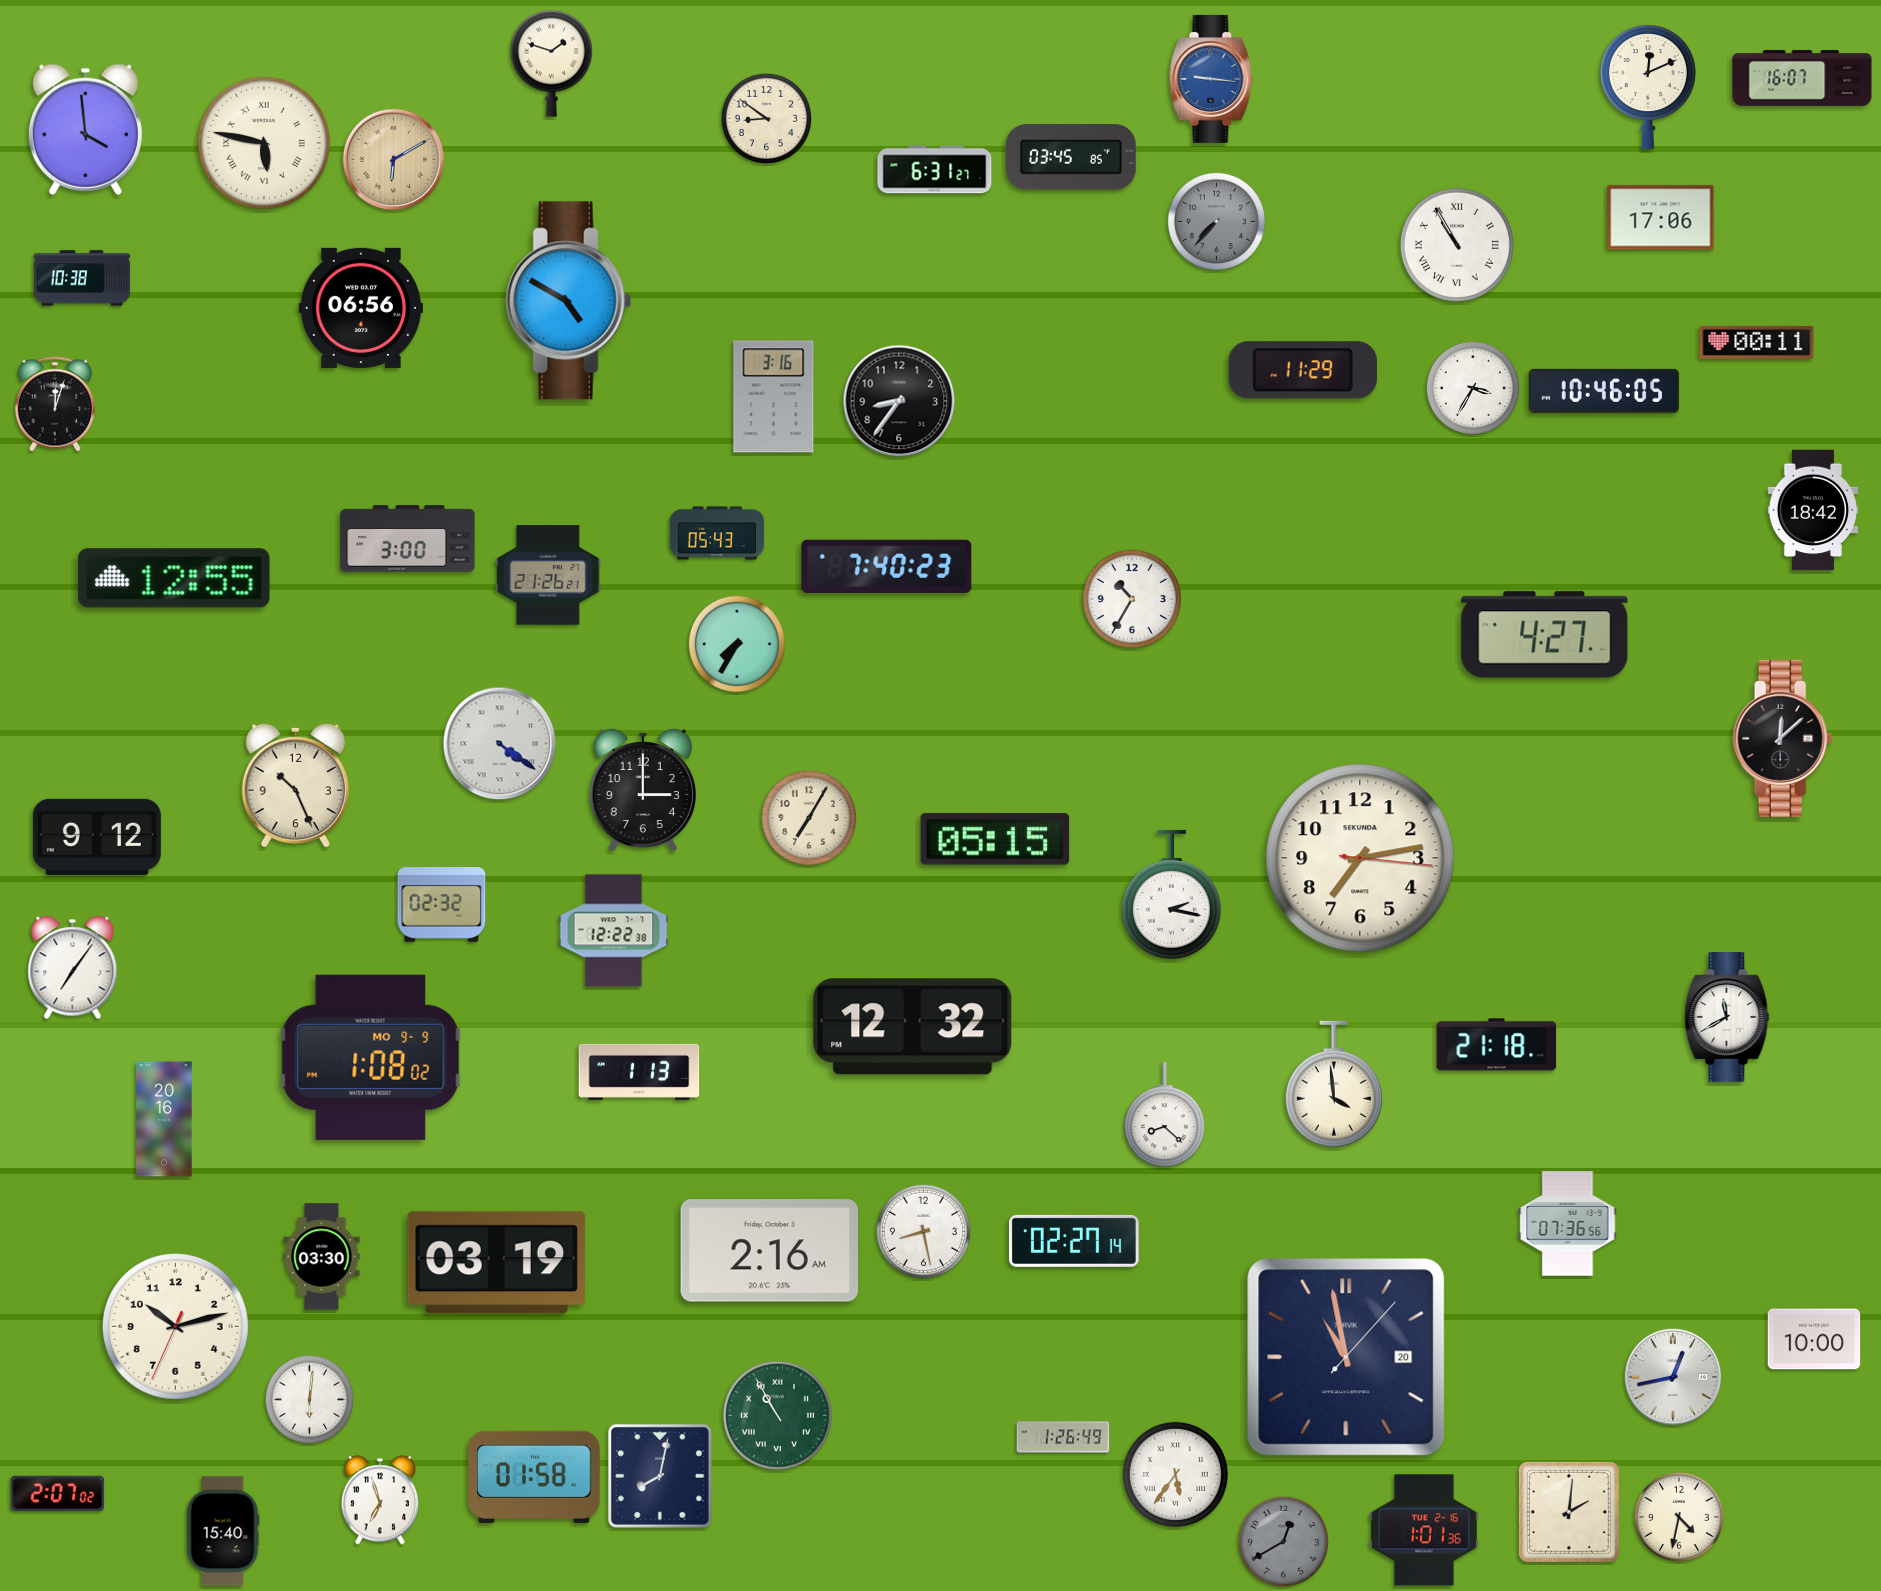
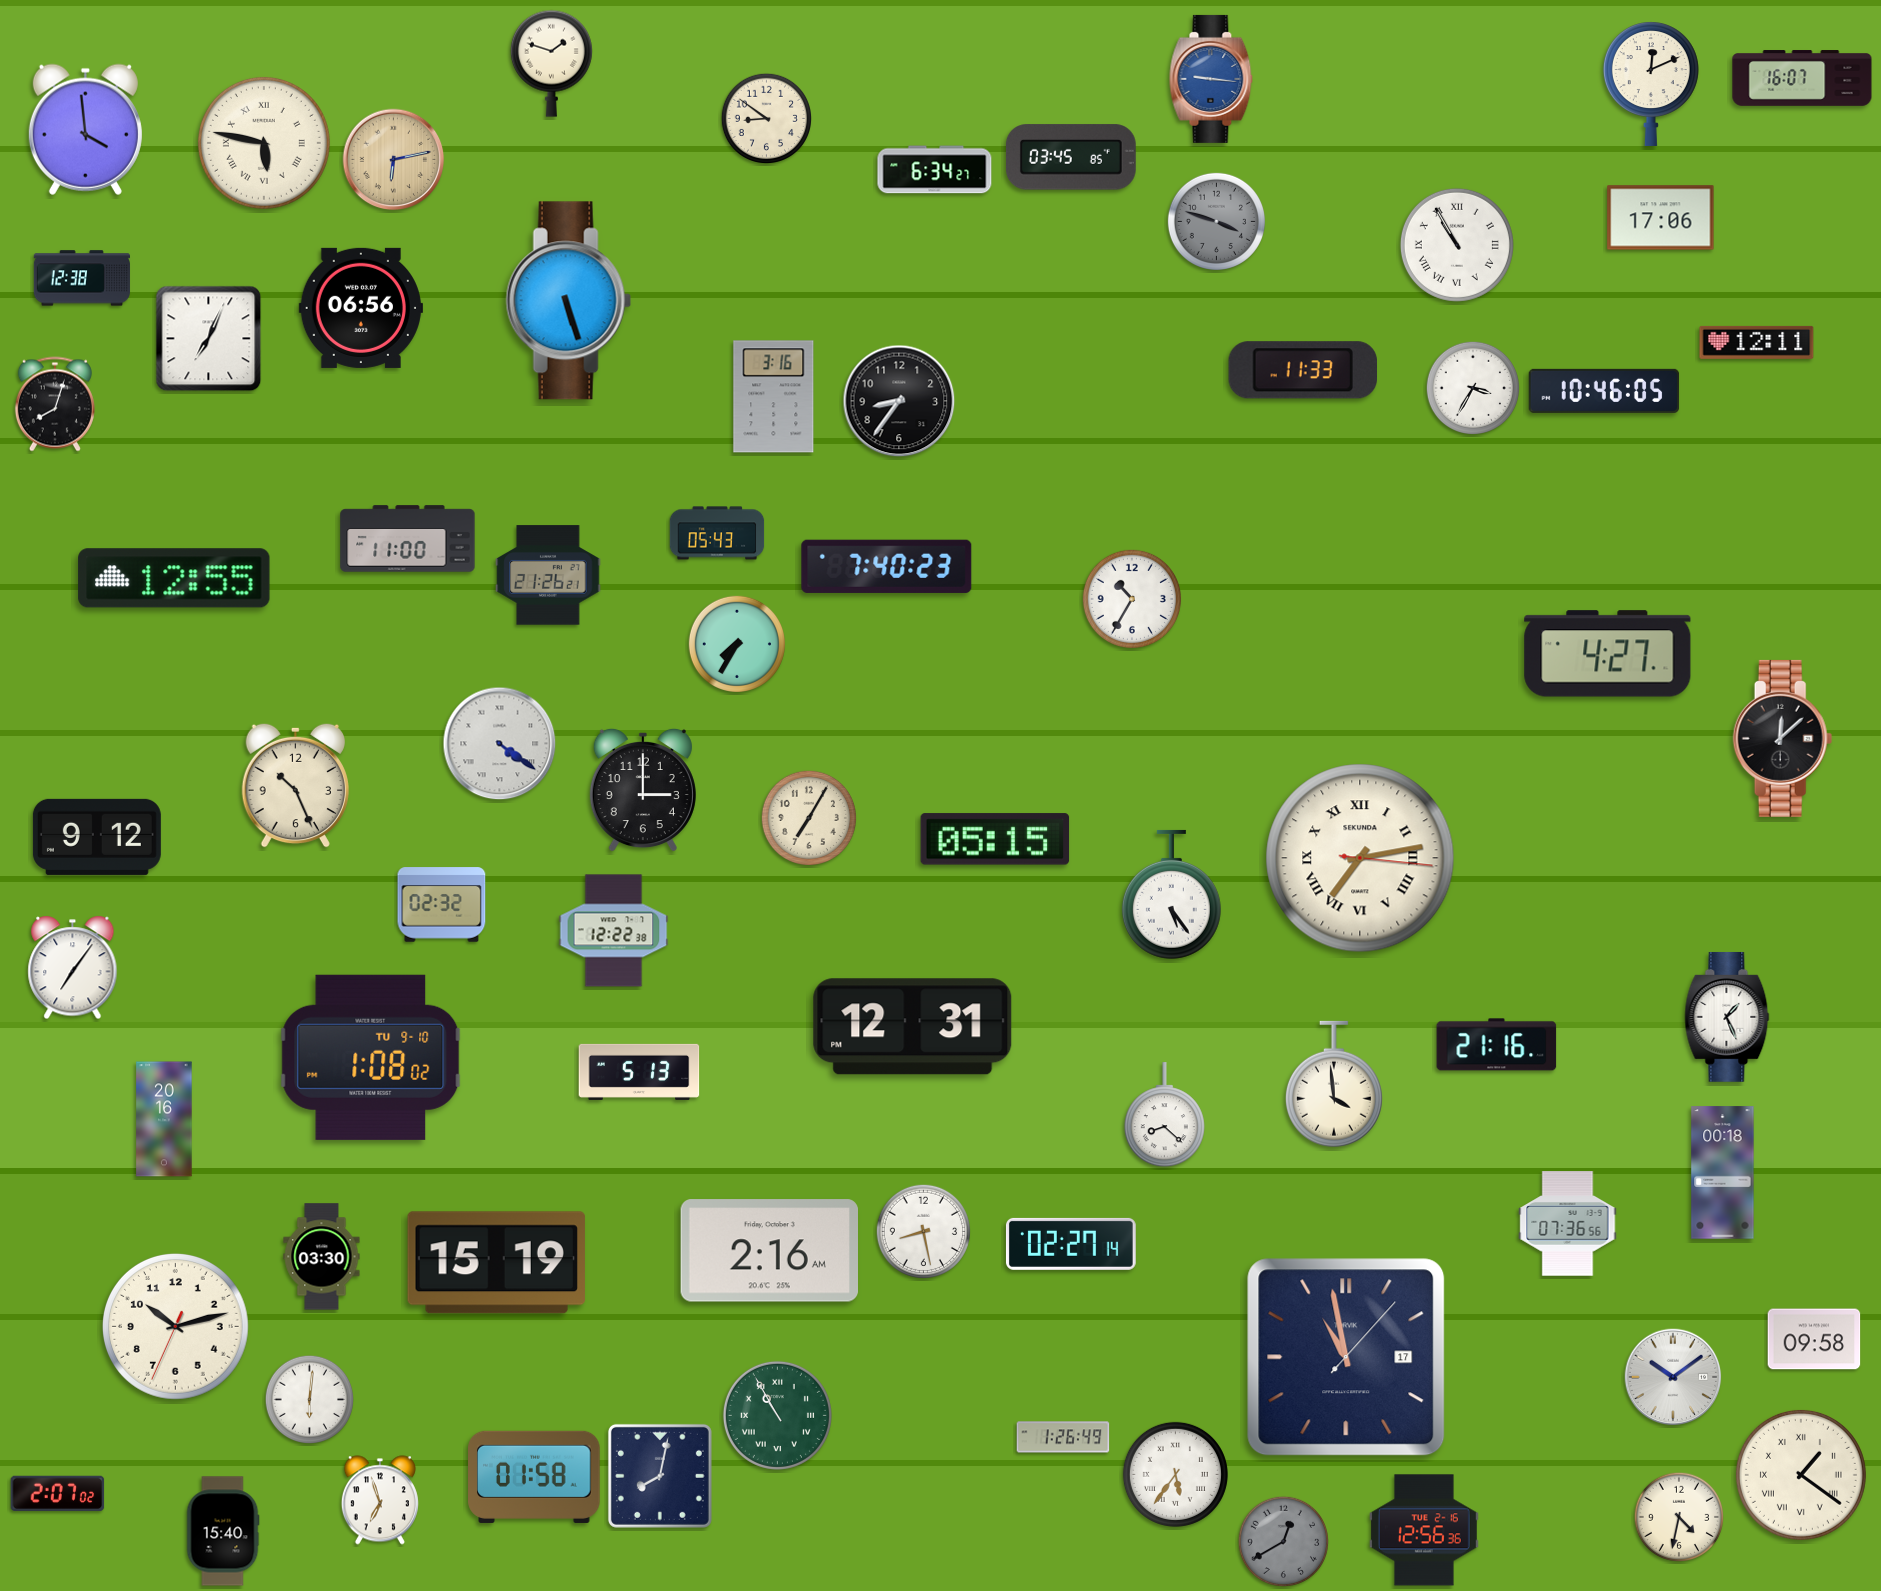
clock at (1648, 87) position: (1648, 87) -> (1651, 84)
clock at (394, 160): 6:10 -> 6:13
clock at (935, 170): 6:31 -> 6:34
clock at (1216, 221): 7:37 -> 3:48
clock at (82, 278): 10:38 -> 12:38
clock at (568, 301): 4:50 -> 5:27
clock at (209, 339): none -> 7:04
clock at (1757, 342): 00:11 -> 12:11
clock at (1302, 370): 11:29 -> 11:33
clock at (55, 404): 12:03 -> 8:03
clock at (1813, 510): 18:42 -> none
clock at (408, 539): 3:00 -> 11:00
clock at (1545, 635) position: (1545, 635) -> (1608, 654)
clock at (1360, 858) numerals: Arabic -> Roman
clock at (1171, 894): 2:17 -> 5:24
clock at (1727, 1017): 11:40 -> 1:26
clock at (913, 1027): 12:32 -> 12:31
clock at (1497, 1045): 21:18 -> 21:16
clock at (371, 1057) date: MO 9-9 -> TU 9-10
clock at (639, 1072): 1:13 -> 5:13
clock at (1723, 1173): none -> 00:18
clock at (1074, 1241) position: (1074, 1241) -> (1071, 1244)
clock at (496, 1263): 03:19 -> 15:19
clock at (1814, 1339): 10:00 -> 09:58
clock at (1346, 1357) date: 20 -> 17
clock at (1673, 1377): 12:43 -> 10:09
clock at (1801, 1475): none -> 1:21
clock at (1569, 1512): 2:01 -> none
clock at (1424, 1530): 1:01 -> 12:56
